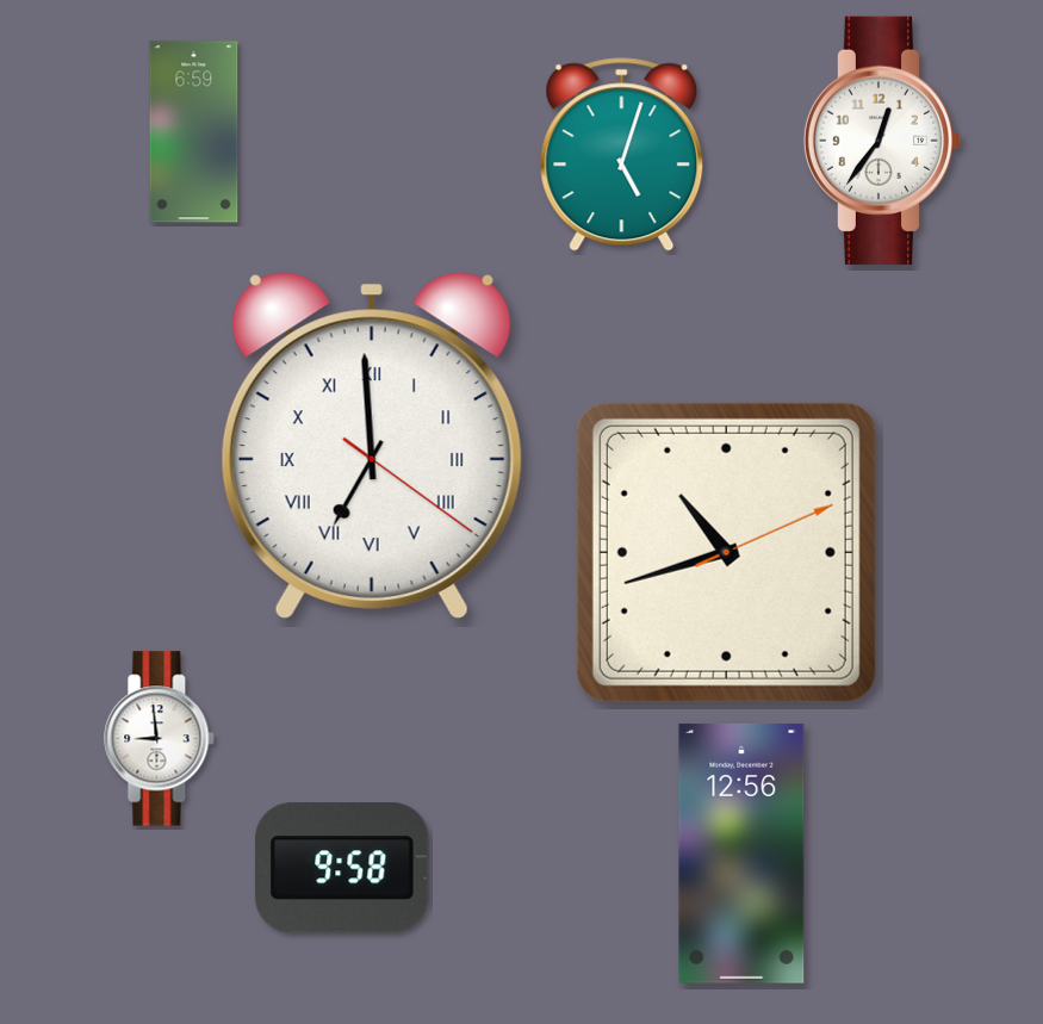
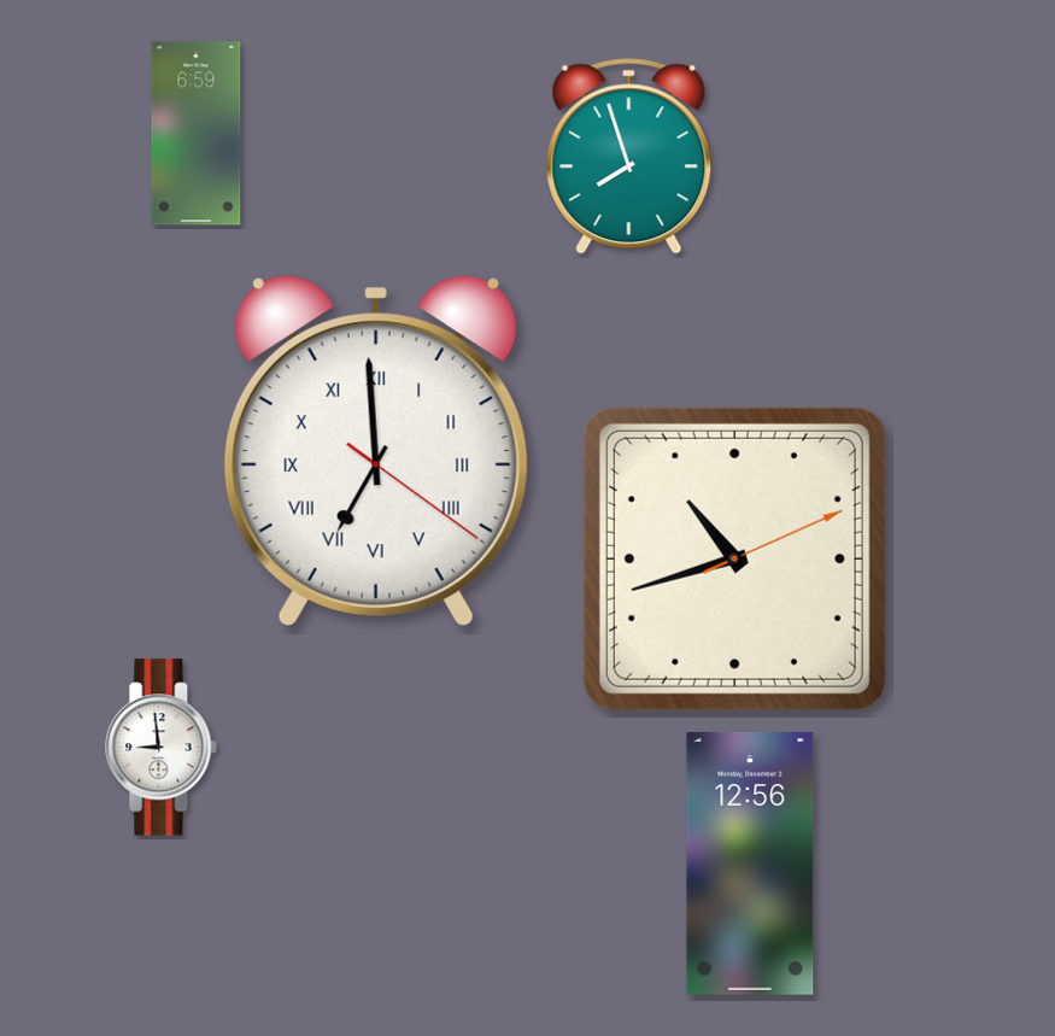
clock at (881, 141): 12:36 -> none
clock at (622, 155): 5:03 -> 7:57
clock at (343, 868): 9:58 -> none
